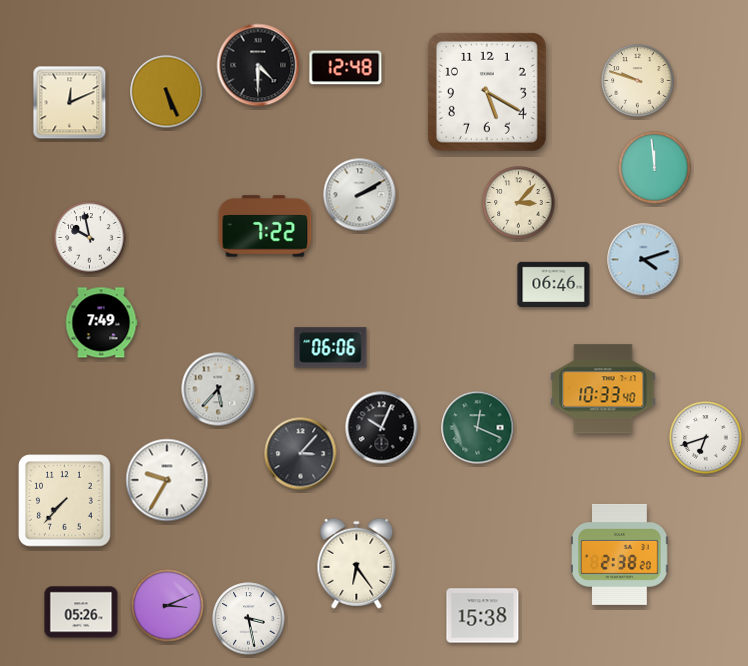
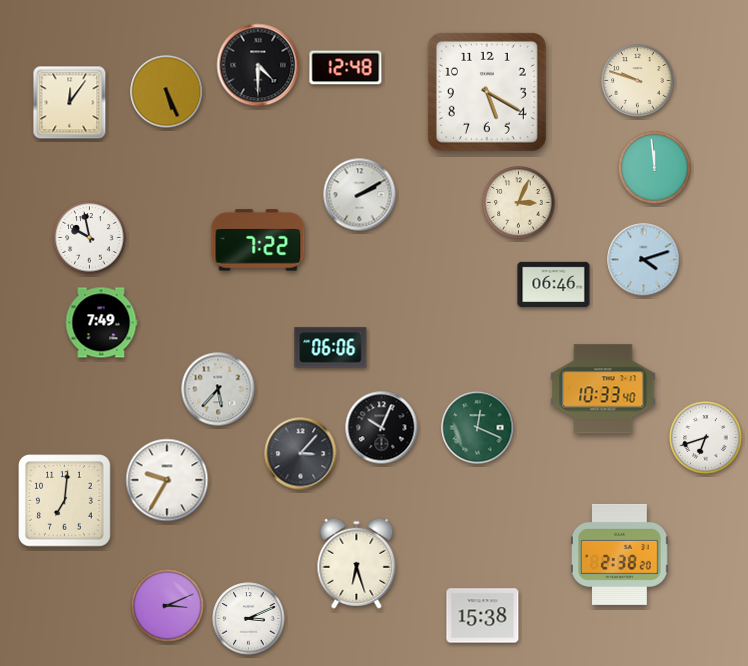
clock at (70, 103): 12:11 -> 12:06
clock at (519, 203): 3:07 -> 3:04
clock at (265, 226) position: (265, 226) -> (258, 240)
clock at (65, 501): 7:37 -> 7:01
clock at (357, 563): 6:24 -> 6:27
clock at (81, 612): 05:26 -> none
clock at (249, 619): 3:28 -> 3:11
